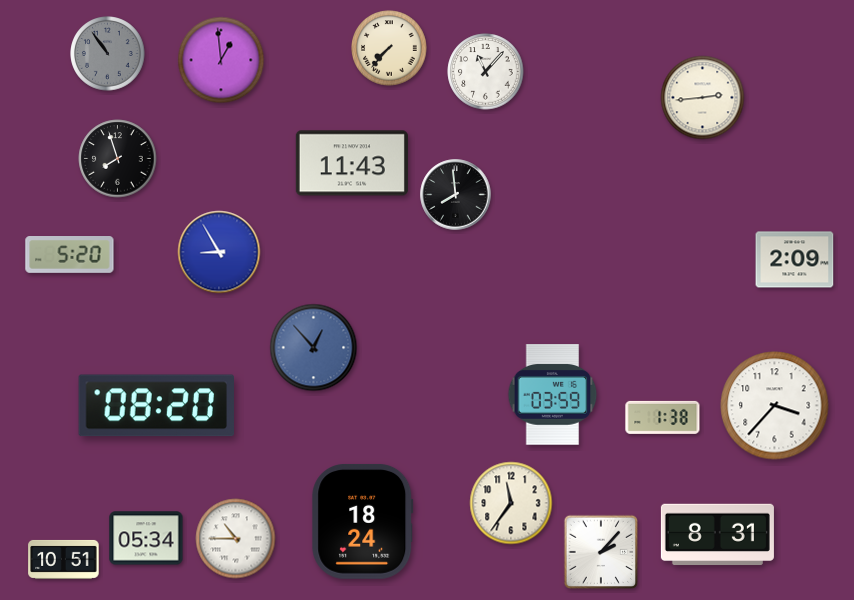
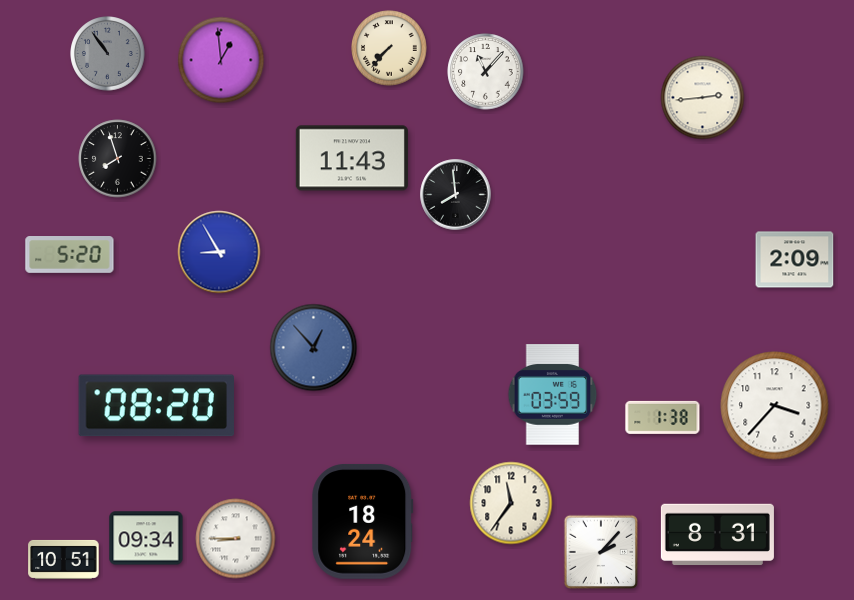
clock at (352, 163) position: (352, 163) -> (352, 158)
clock at (146, 538): 05:34 -> 09:34
clock at (236, 539): 10:45 -> 8:45
